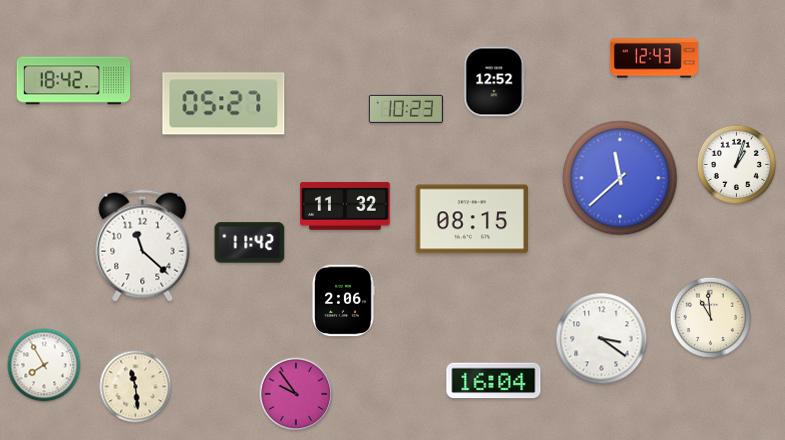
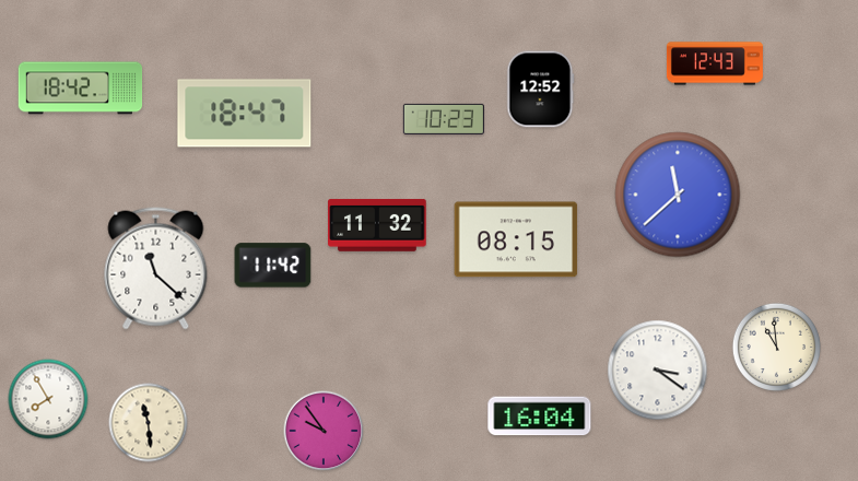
clock at (224, 104): 05:27 -> 18:47
clock at (737, 165): 1:03 -> none
clock at (344, 301): 2:06 -> none
